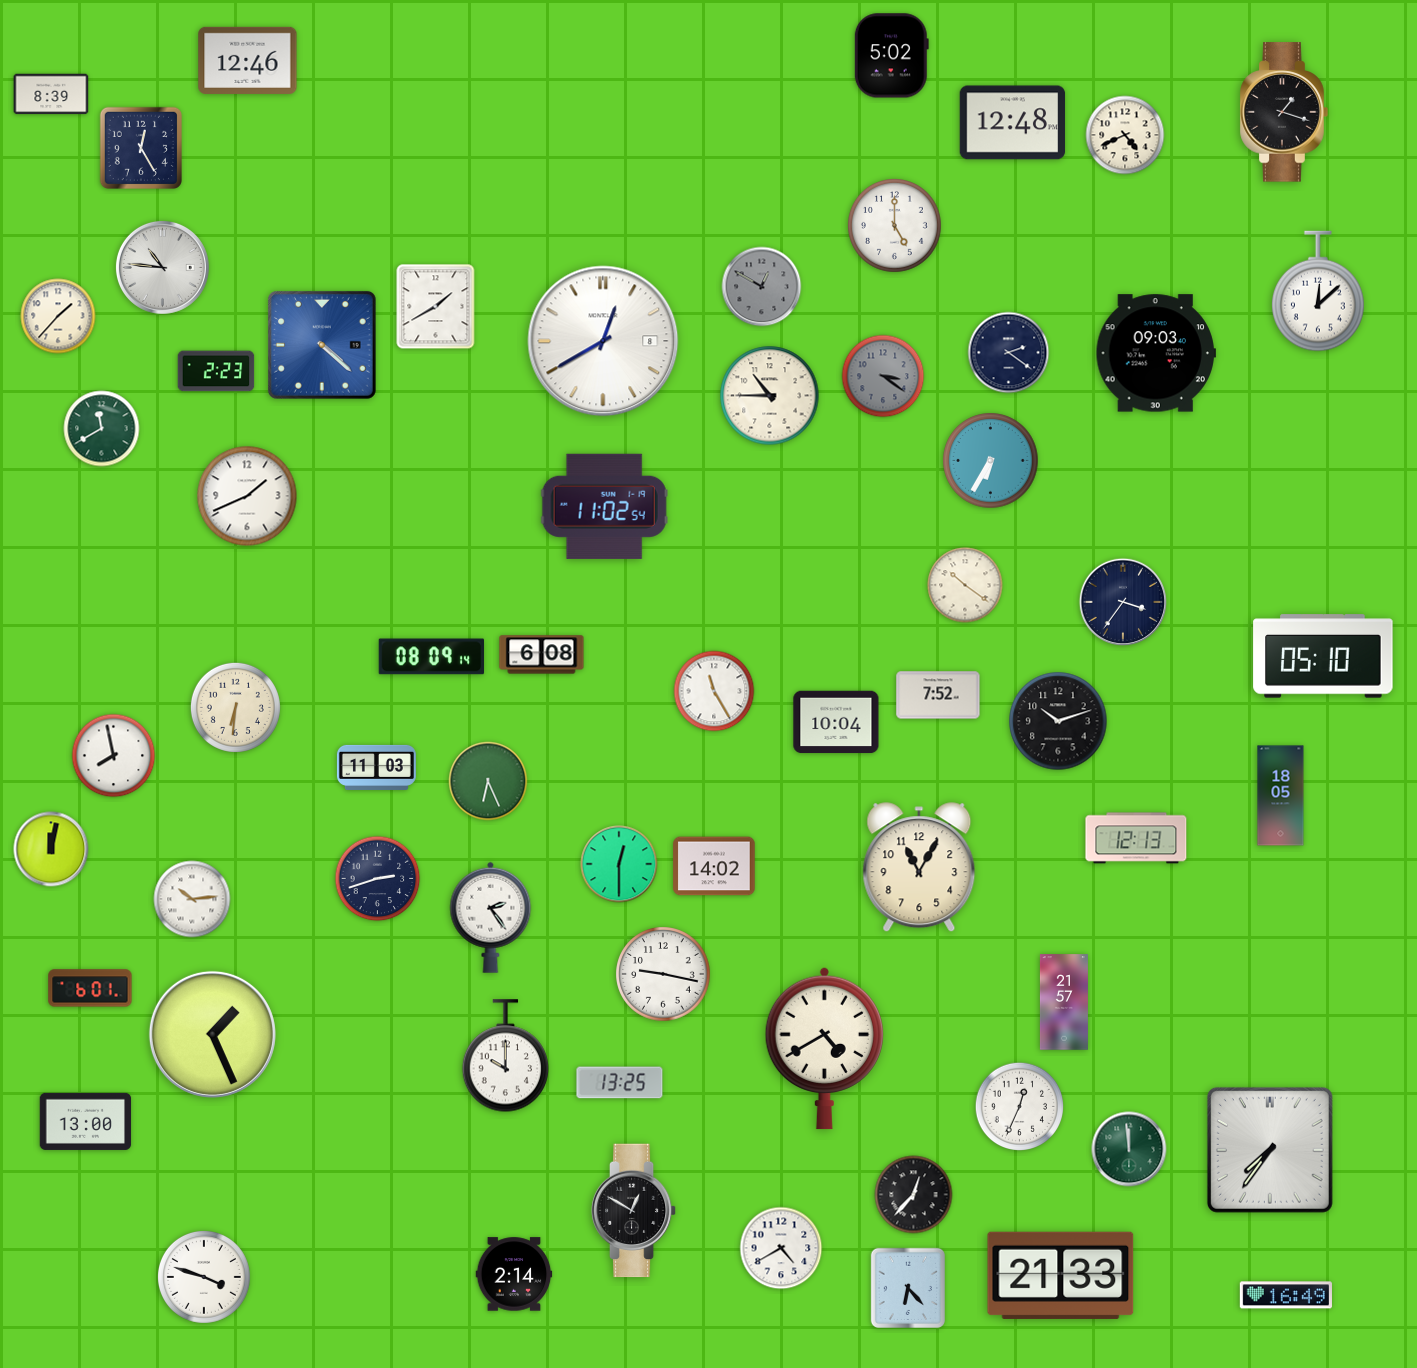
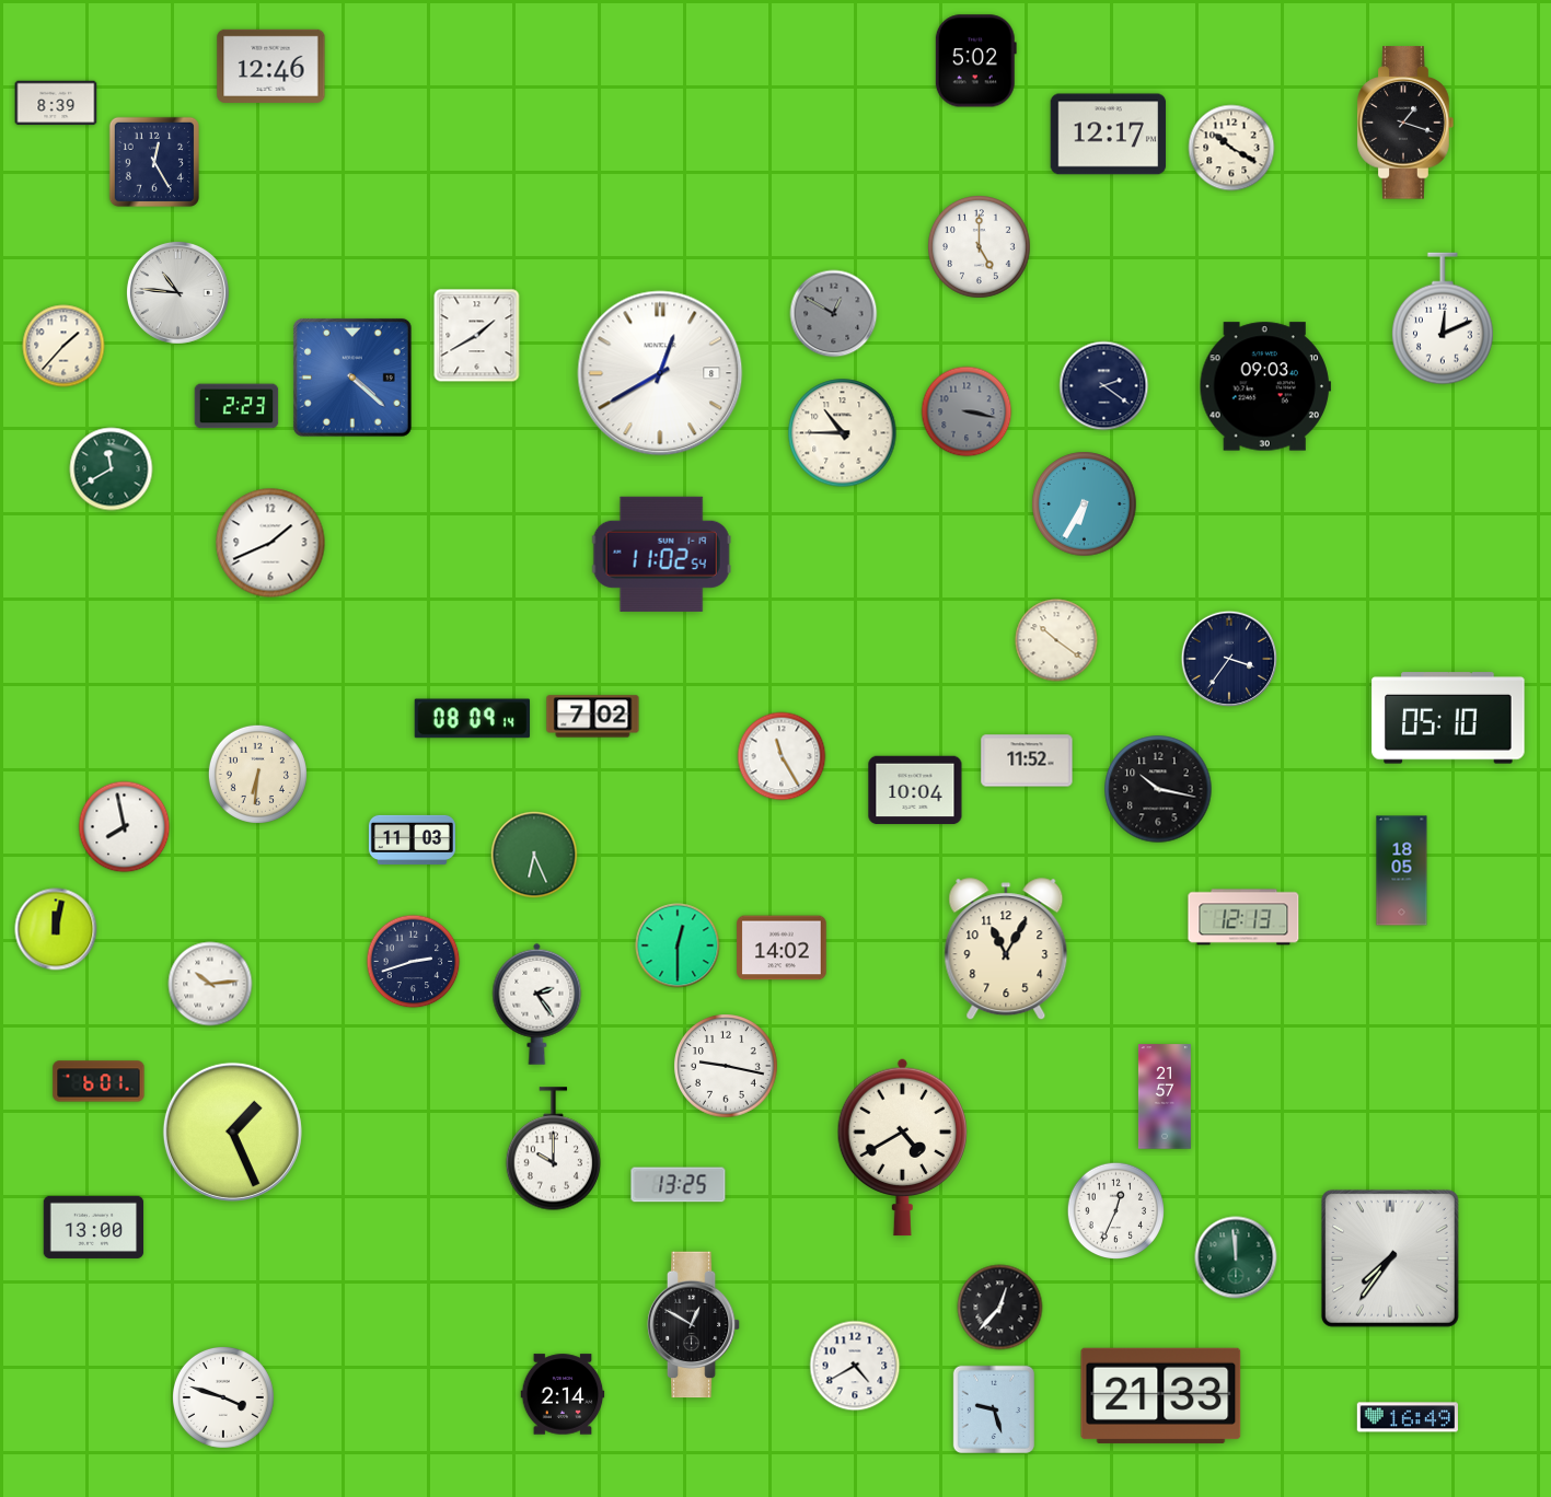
clock at (1013, 123): 12:48 -> 12:17
clock at (1125, 135): 4:41 -> 10:20
clock at (1318, 291): 12:08 -> 12:11
clock at (883, 376): 3:21 -> 3:17
clock at (542, 655): 6:08 -> 7:02
clock at (938, 695): 7:52 -> 11:52
clock at (1058, 721): 10:12 -> 10:17
clock at (505, 1056) position: (505, 1056) -> (553, 1149)
clock at (908, 1287): 6:23 -> 9:27
